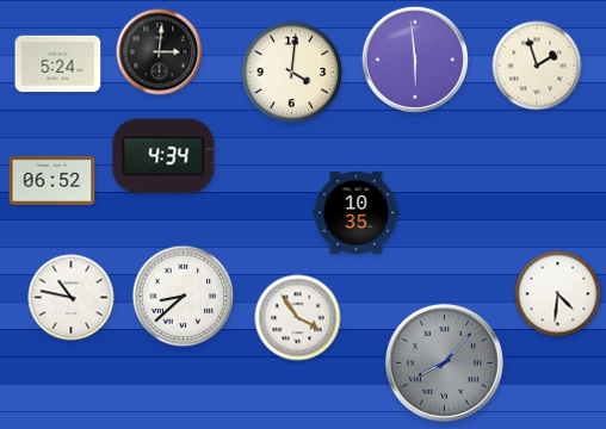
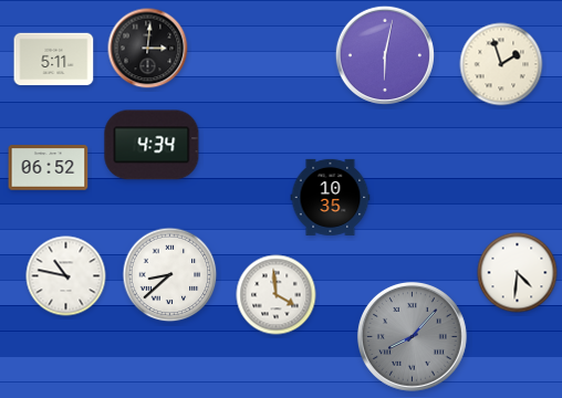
clock at (415, 60): 5:59 -> 6:02
clock at (58, 64): 5:24 -> 5:11
clock at (537, 66) position: (537, 66) -> (501, 64)
clock at (292, 73): 4:01 -> none
clock at (298, 318): 3:54 -> 3:59
